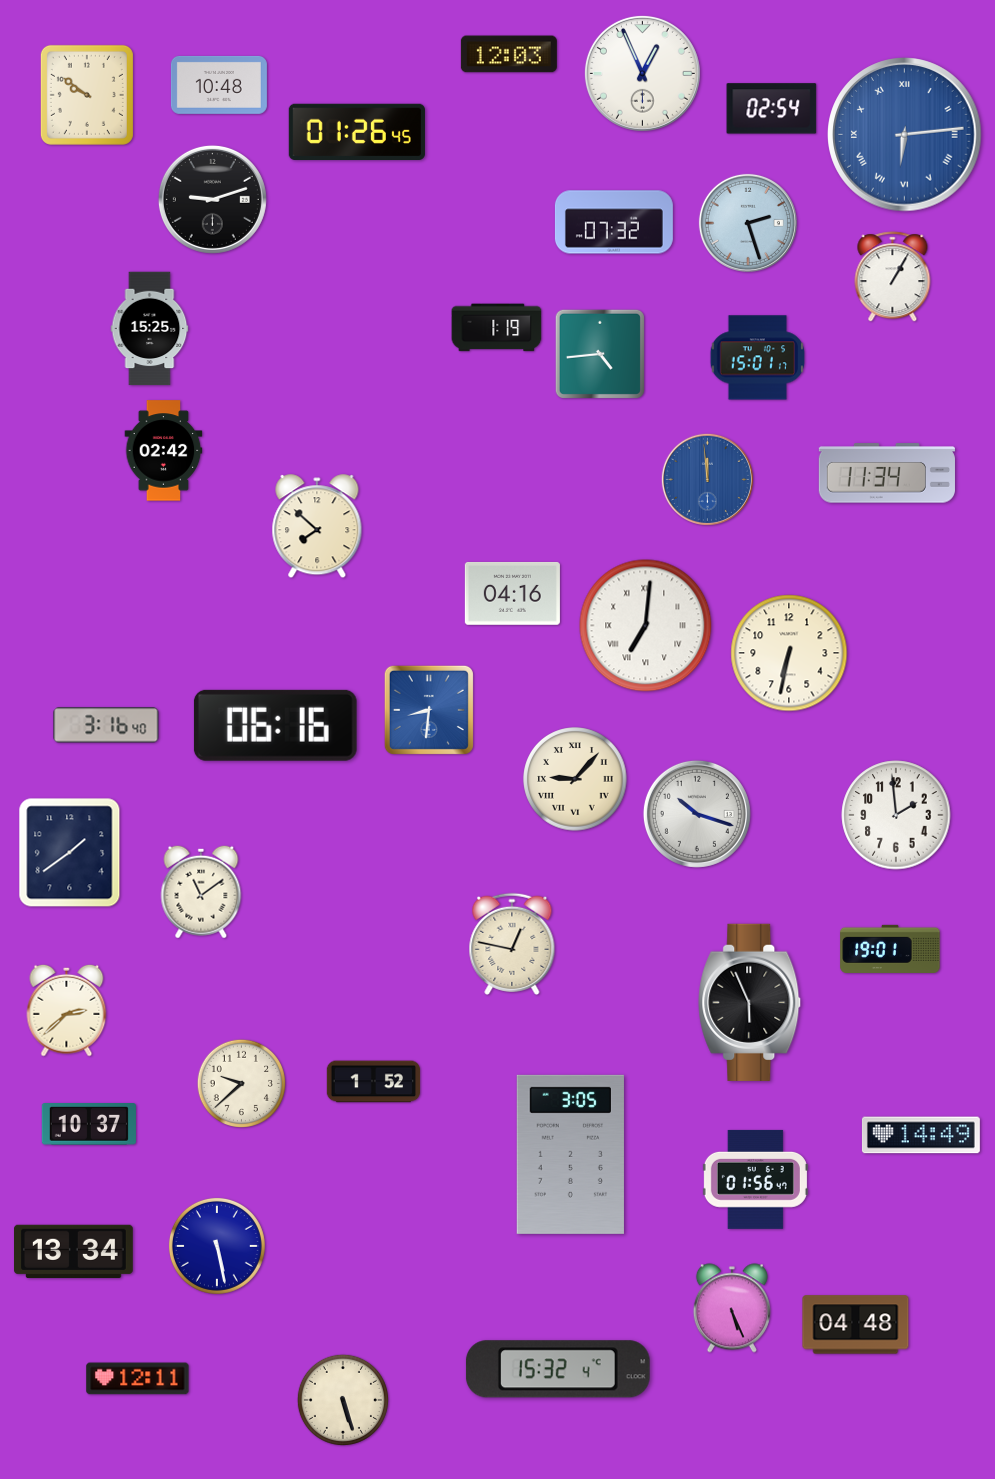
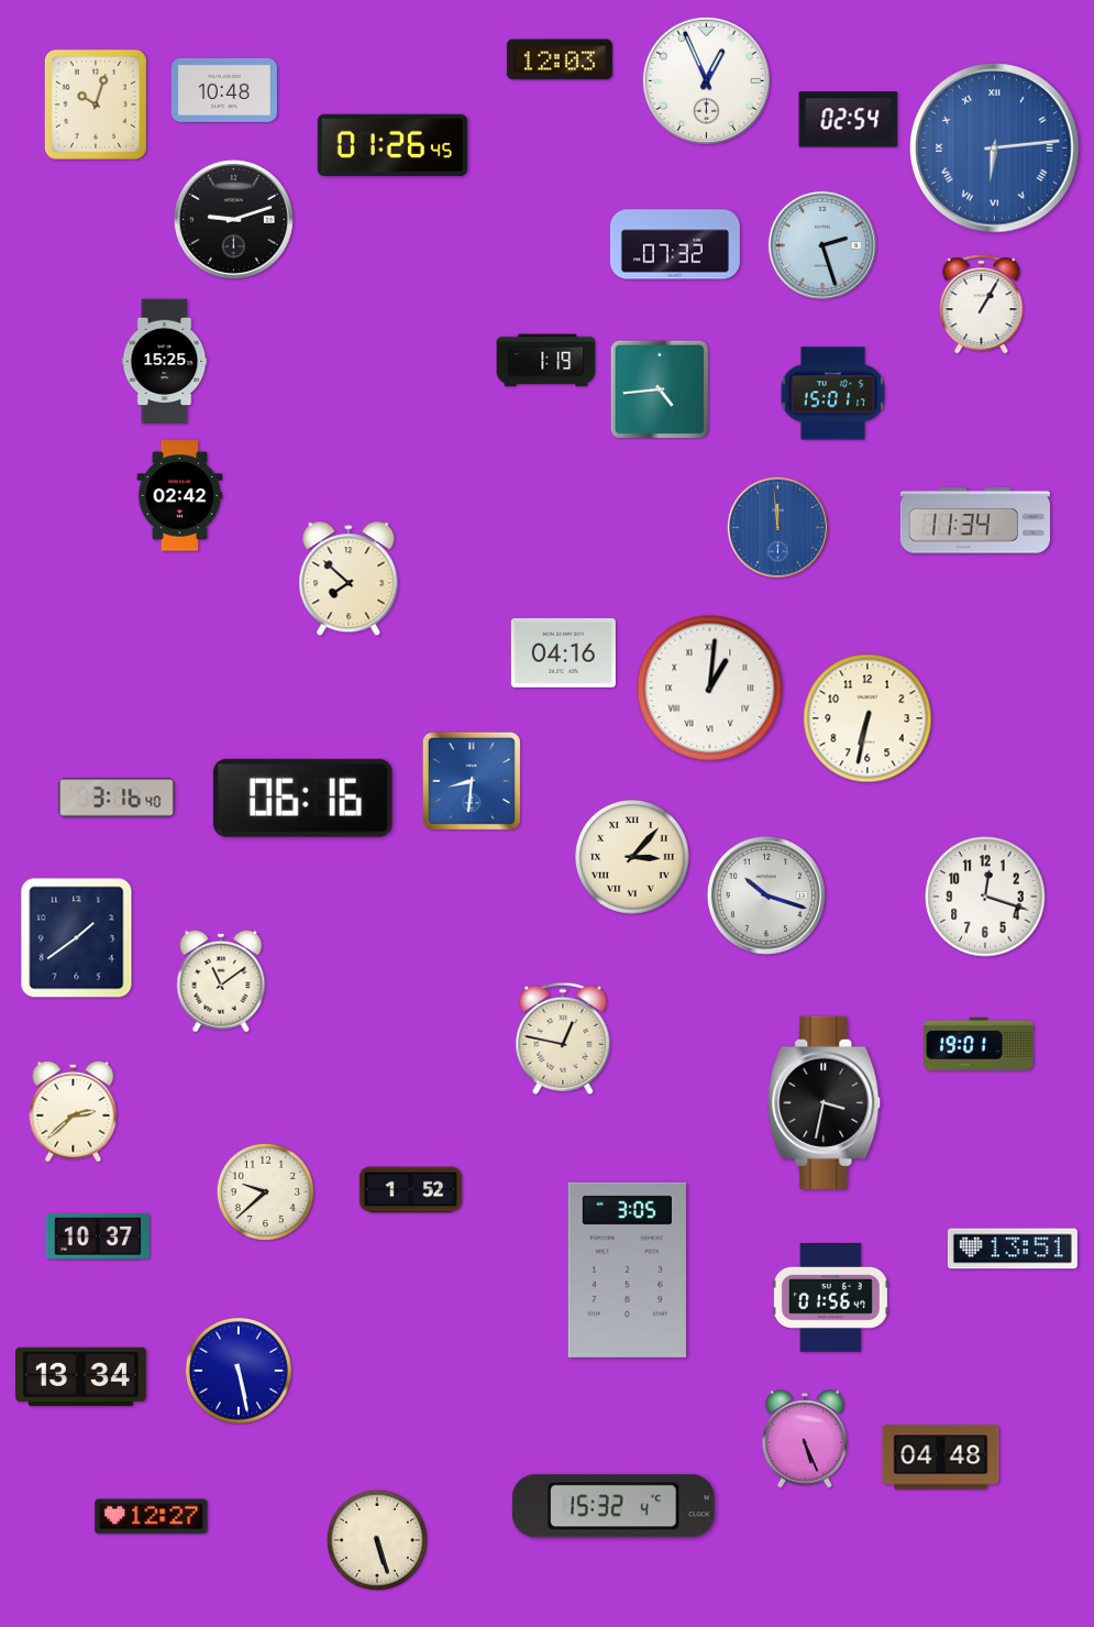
clock at (219, 85) position: (219, 85) -> (224, 90)
clock at (87, 95): 9:51 -> 10:03
clock at (646, 626): 7:01 -> 1:01
clock at (575, 779): 9:07 -> 3:07
clock at (896, 815): 1:59 -> 12:18
clock at (750, 1002): 5:56 -> 3:32
clock at (921, 1135): 14:49 -> 13:51
clock at (138, 1379): 12:11 -> 12:27
